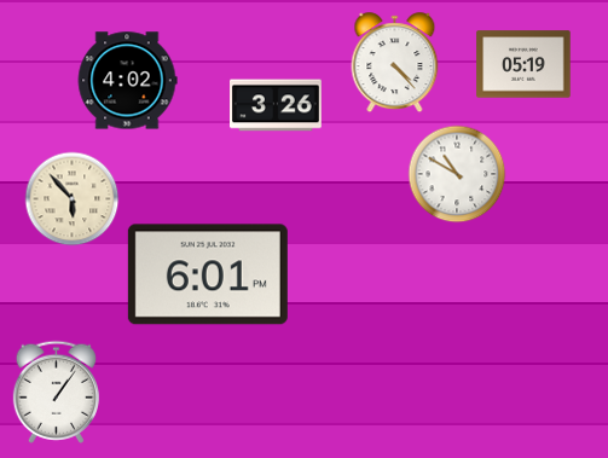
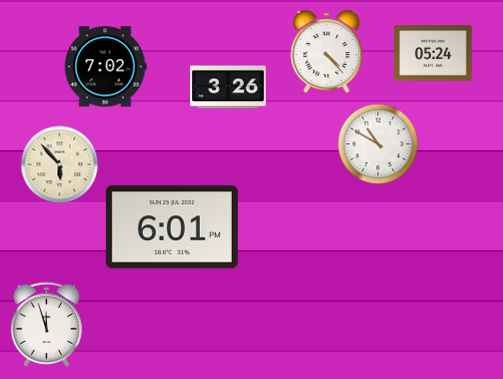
clock at (523, 64): 05:19 -> 05:24
clock at (127, 81): 4:02 -> 7:02
clock at (56, 392): 1:06 -> 11:57
